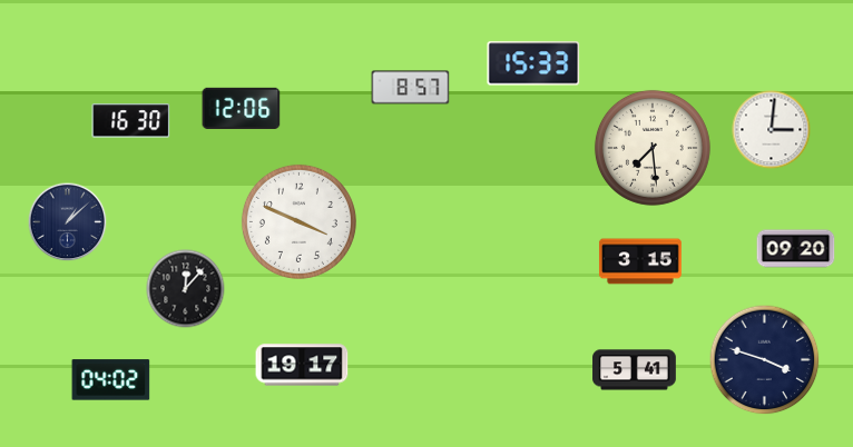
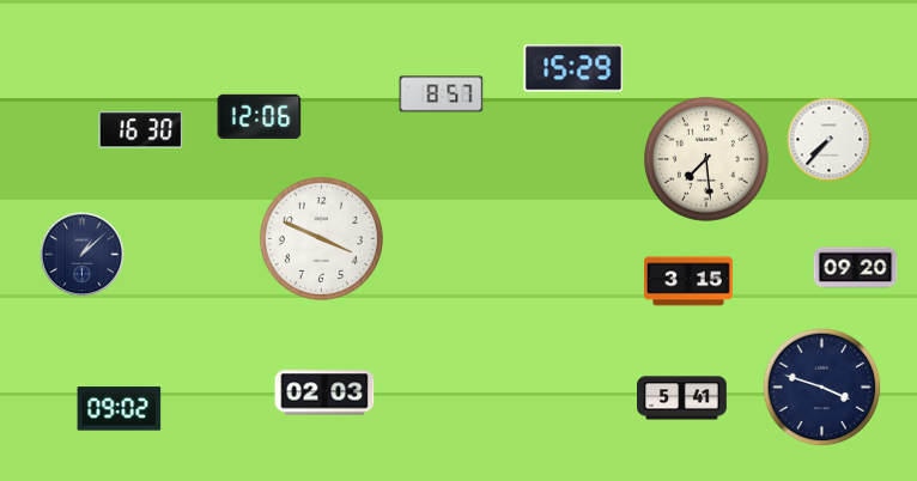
clock at (533, 63): 15:33 -> 15:29
clock at (772, 130): 3:01 -> 7:37
clock at (653, 148) position: (653, 148) -> (706, 159)
clock at (68, 222) position: (68, 222) -> (83, 255)
clock at (186, 289): 12:07 -> none
clock at (302, 365): 19:17 -> 02:03
clock at (111, 380): 04:02 -> 09:02
